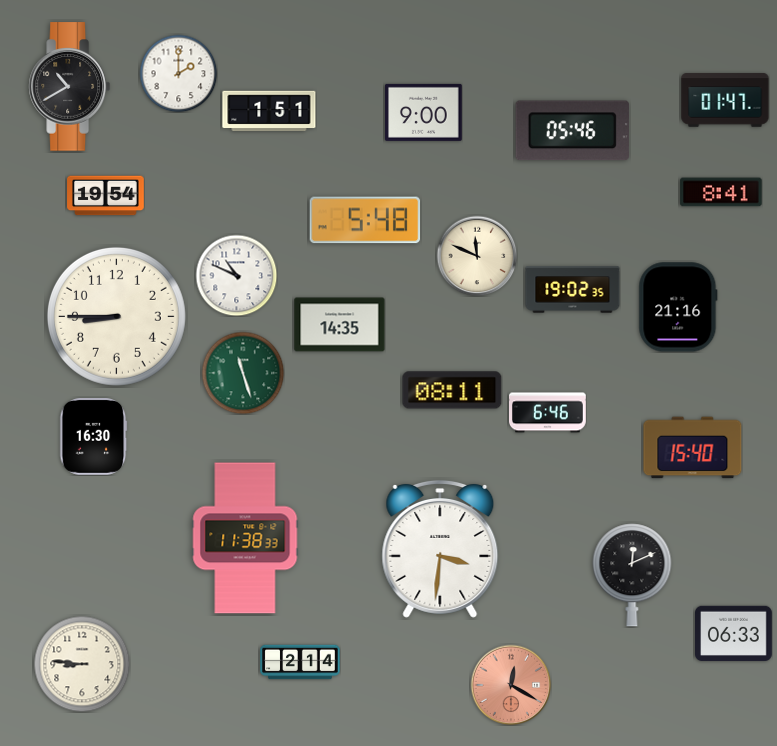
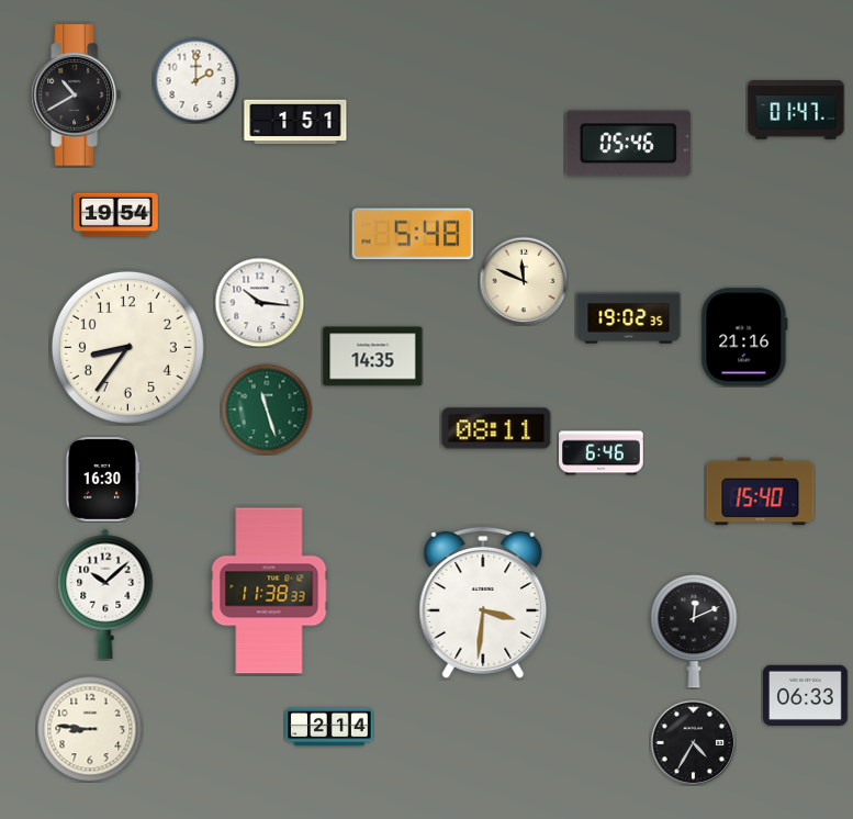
clock at (424, 112): 9:00 -> none
clock at (721, 192): 8:41 -> none
clock at (365, 220) position: (365, 220) -> (413, 234)
clock at (236, 275): 10:49 -> 10:16
clock at (116, 316): 8:45 -> 8:36
clock at (105, 594): none -> 10:08
clock at (693, 742): none -> 4:35
clock at (511, 685): 12:20 -> none
